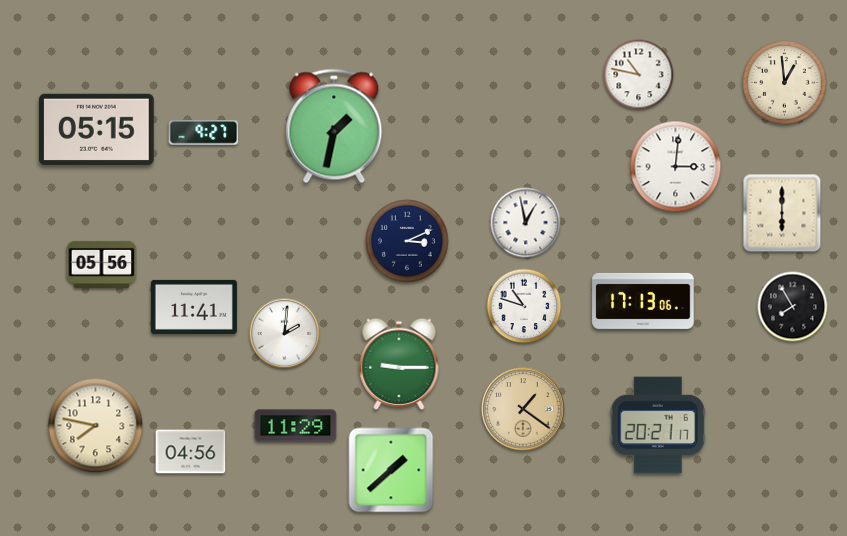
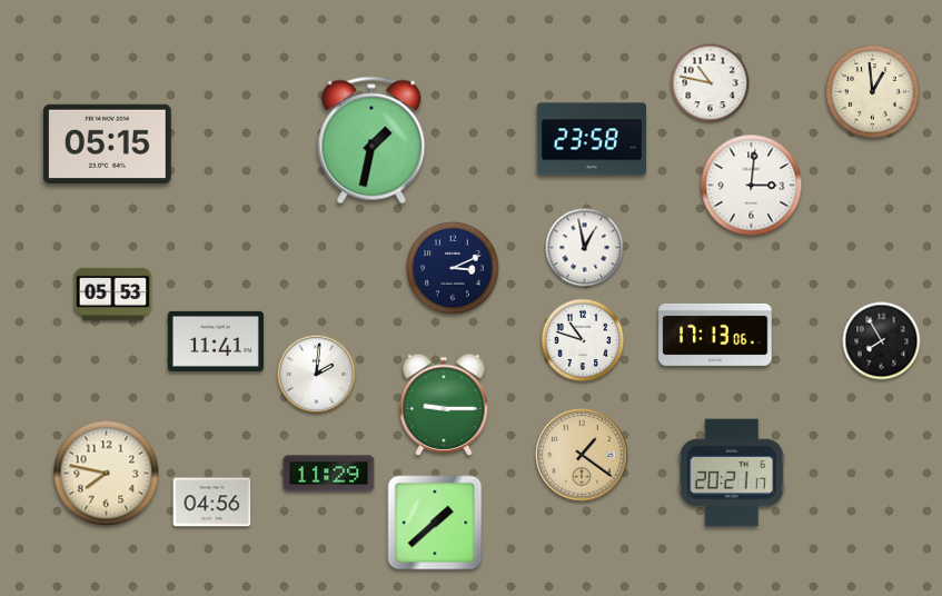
clock at (592, 139): none -> 23:58
clock at (204, 133): 9:27 -> none
clock at (782, 213): 6:00 -> none
clock at (102, 264): 05:56 -> 05:53
clock at (285, 334) position: (285, 334) -> (317, 375)
